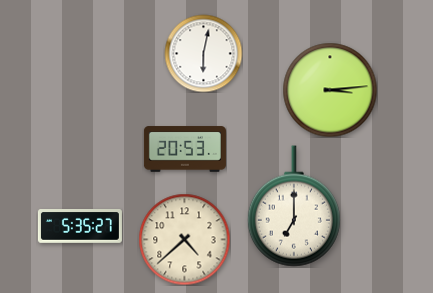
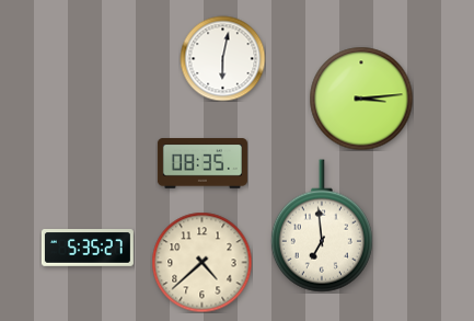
clock at (185, 149): 20:53 -> 08:35
clock at (294, 206): 7:00 -> 6:59
